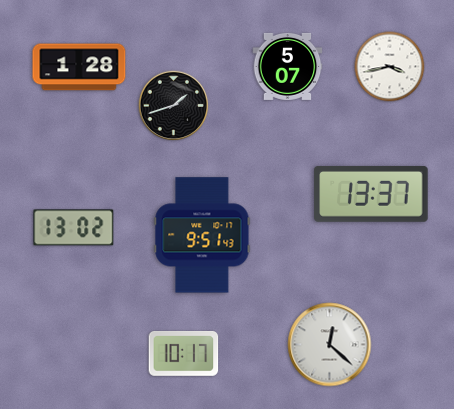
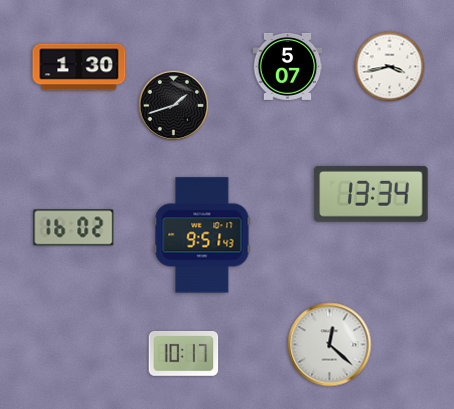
clock at (79, 67): 1:28 -> 1:30
clock at (371, 194): 13:37 -> 13:34
clock at (74, 228): 13:02 -> 16:02
